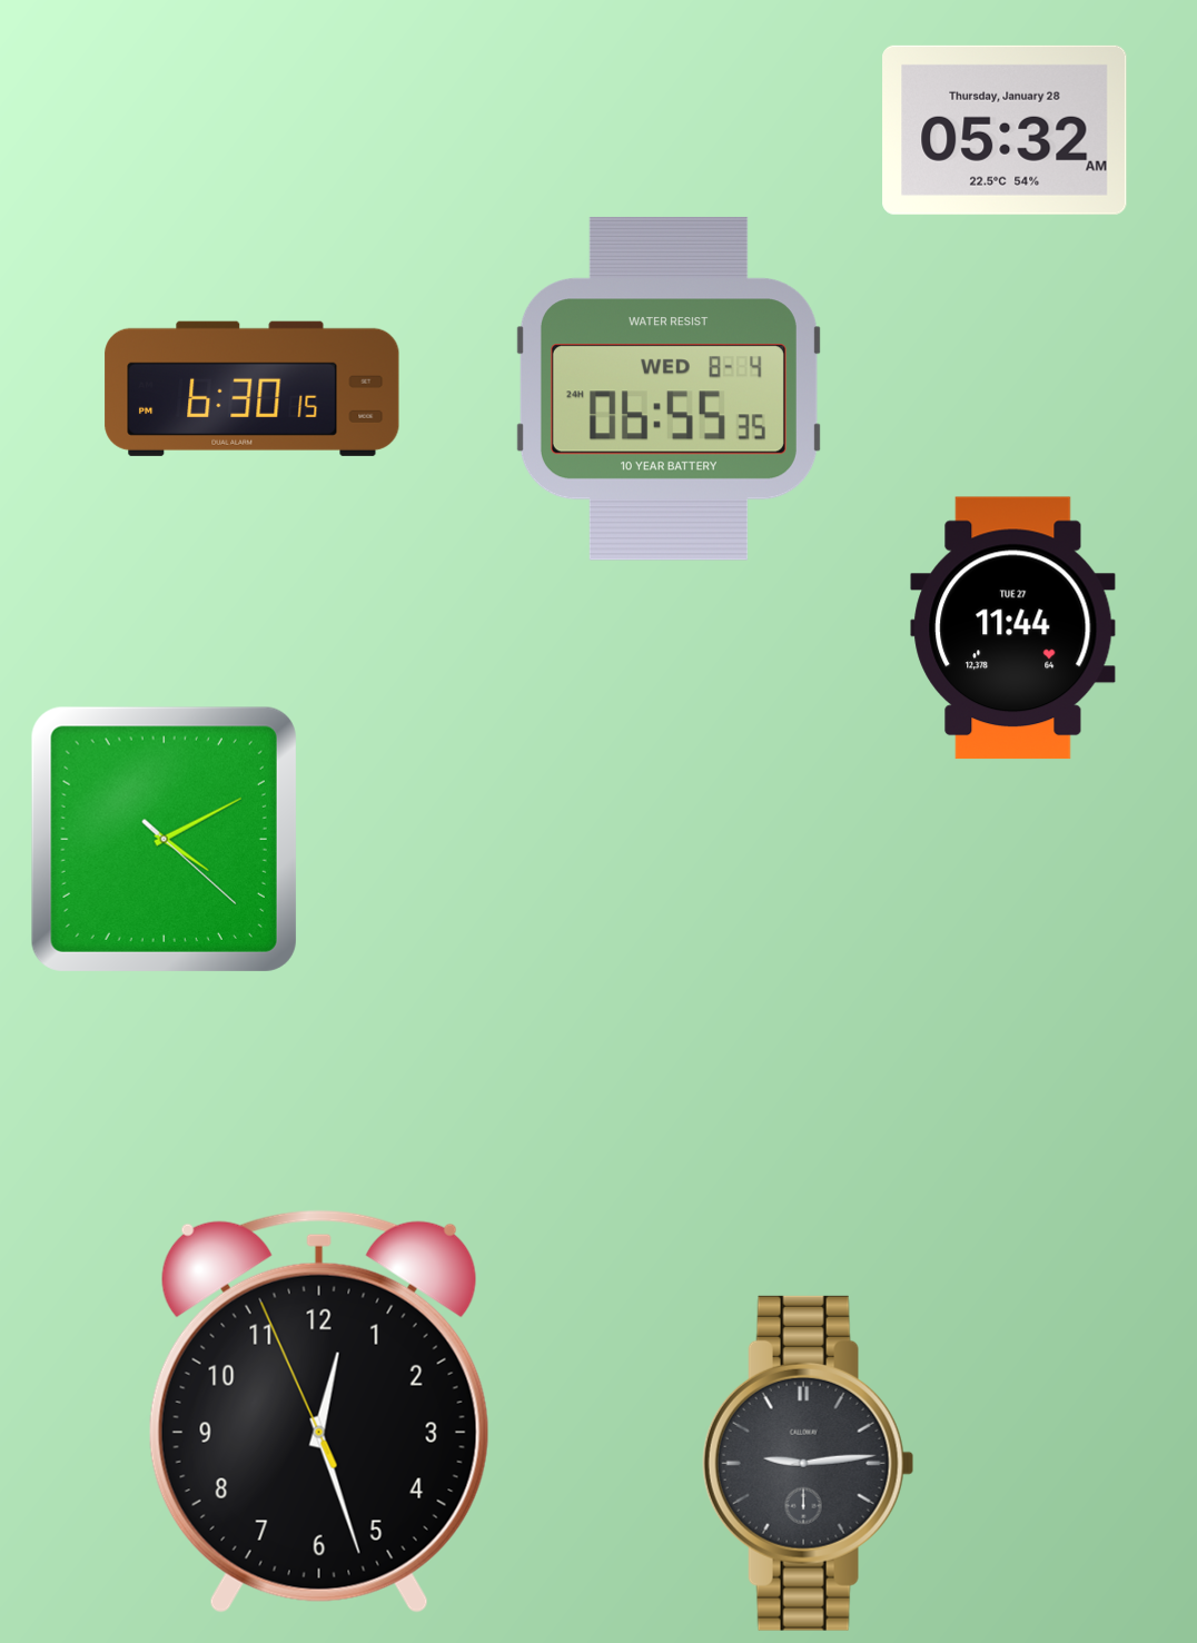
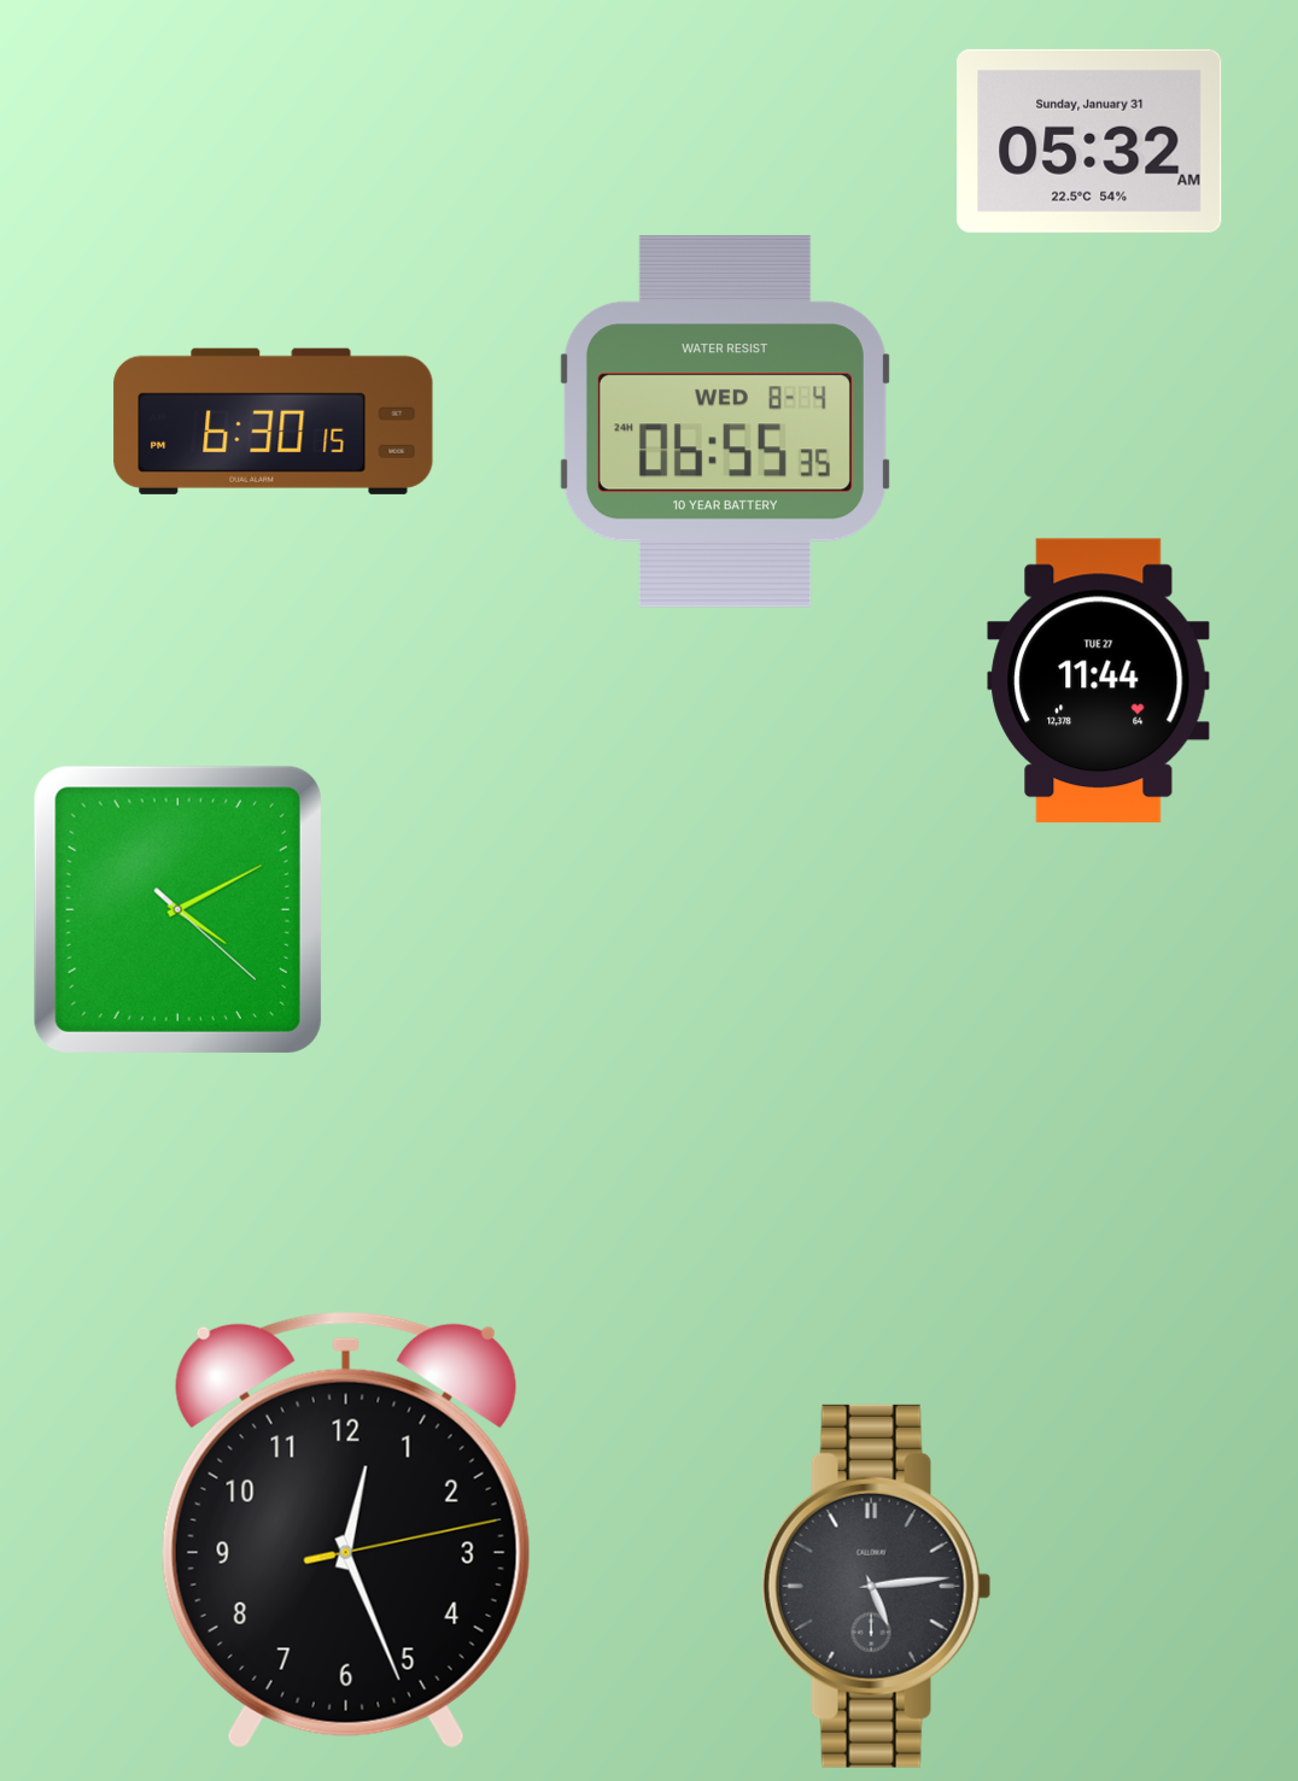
clock at (1005, 130) date: Thursday, January 28 -> Sunday, January 31
clock at (319, 1412): 12:26:56 -> 12:26:13
clock at (808, 1463): 9:14 -> 5:14
